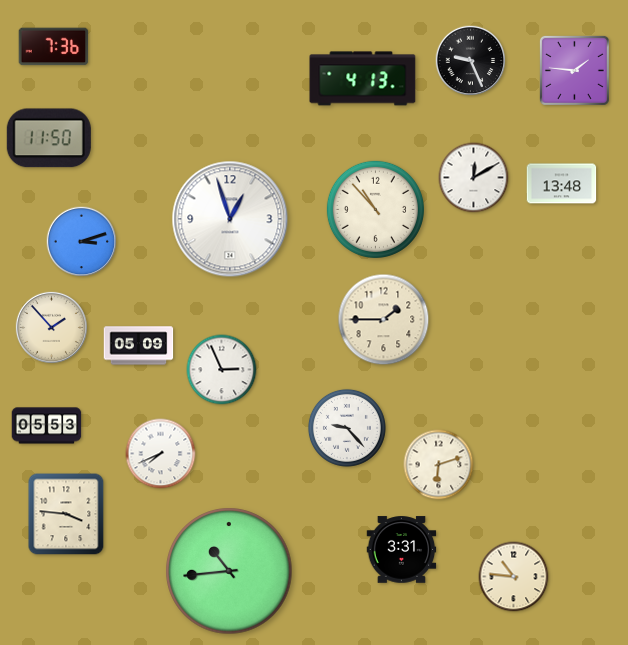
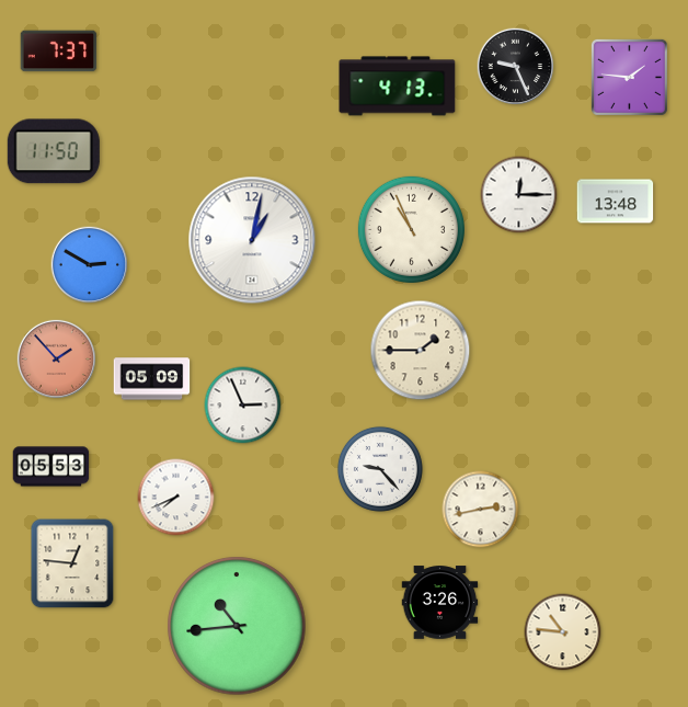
clock at (54, 47): 7:36 -> 7:37
clock at (474, 178): 12:10 -> 12:15
clock at (375, 209): 10:53 -> 10:56
clock at (230, 219): 12:57 -> 1:02
clock at (82, 242): 3:12 -> 2:50
clock at (51, 327) dial: cream -> salmon
clock at (439, 465): 6:12 -> 2:43
clock at (66, 514): 3:46 -> 12:46
clock at (402, 550): 3:31 -> 3:26
clock at (229, 571) position: (229, 571) -> (237, 626)
